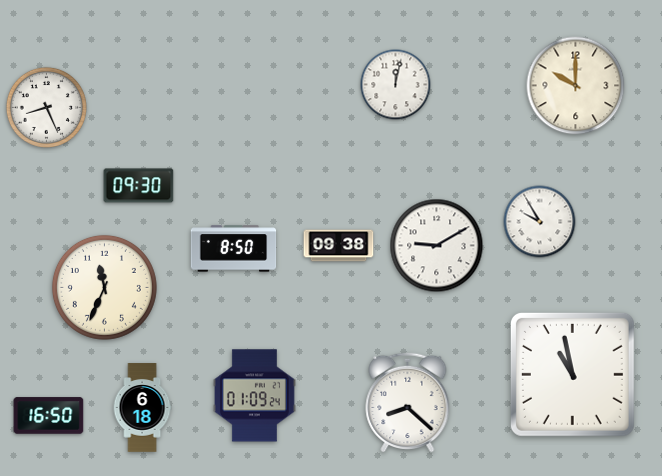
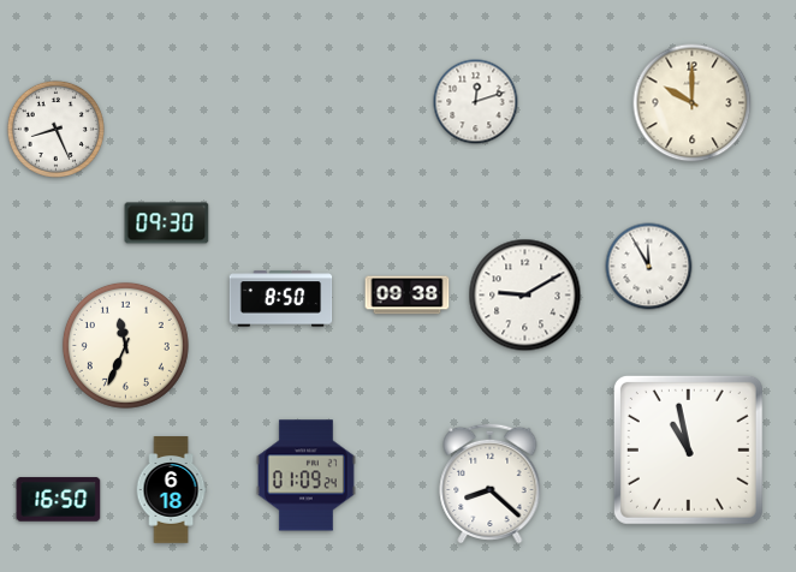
clock at (396, 85): 12:02 -> 12:12
clock at (540, 222): 9:55 -> 11:55
